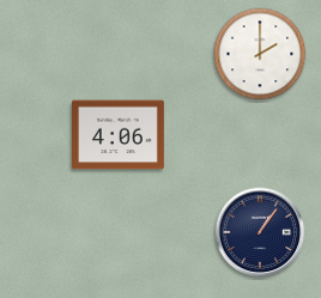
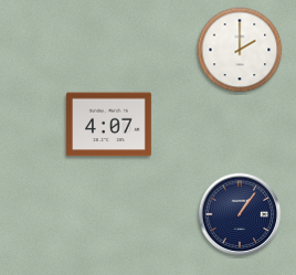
clock at (119, 135): 4:06 -> 4:07
